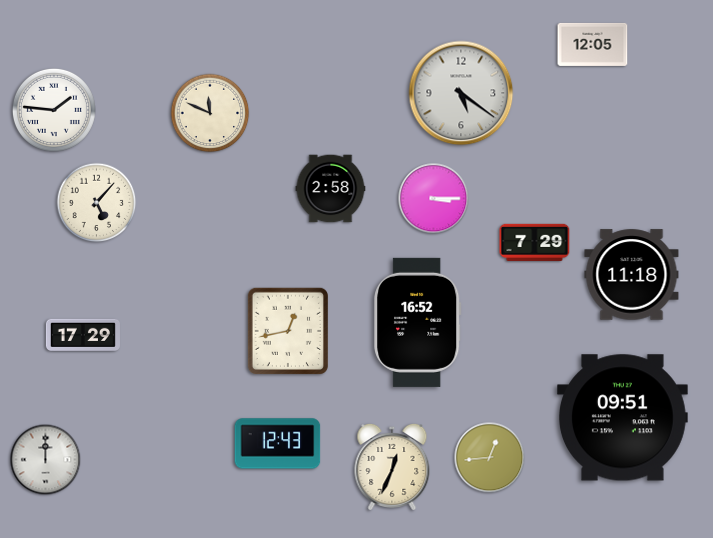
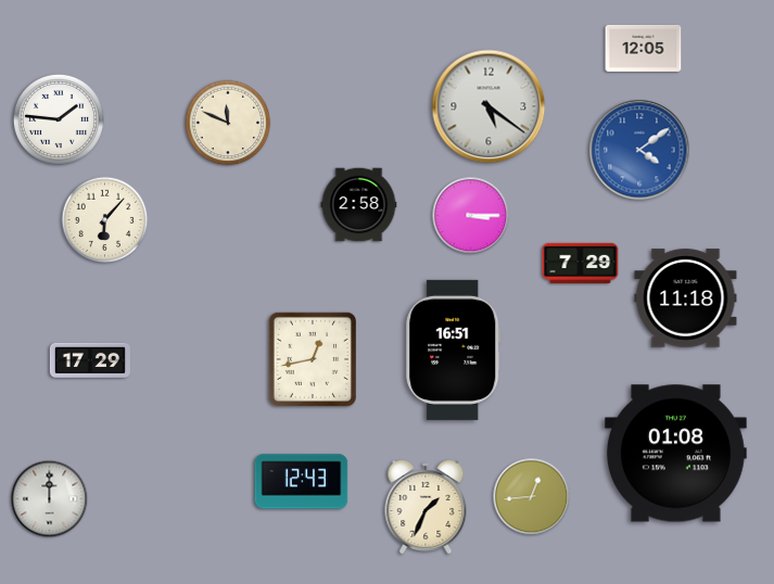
clock at (461, 93) position: (461, 93) -> (488, 106)
clock at (639, 150): none -> 4:09
clock at (97, 203): 5:07 -> 6:07
clock at (418, 322): 16:52 -> 16:51
clock at (83, 334) position: (83, 334) -> (90, 359)
clock at (622, 418): 09:51 -> 01:08
clock at (392, 467): 12:34 -> 1:34
